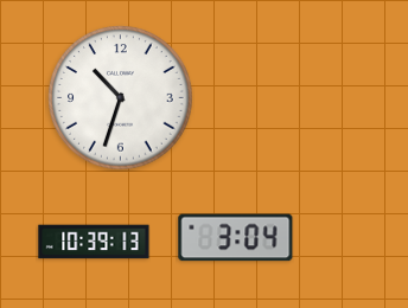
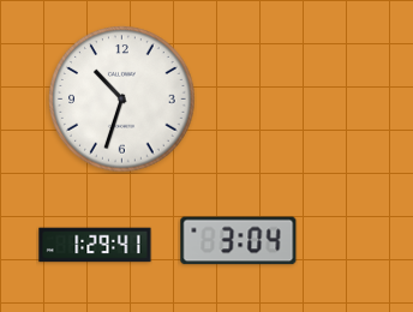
clock at (94, 242): 10:39 -> 1:29
